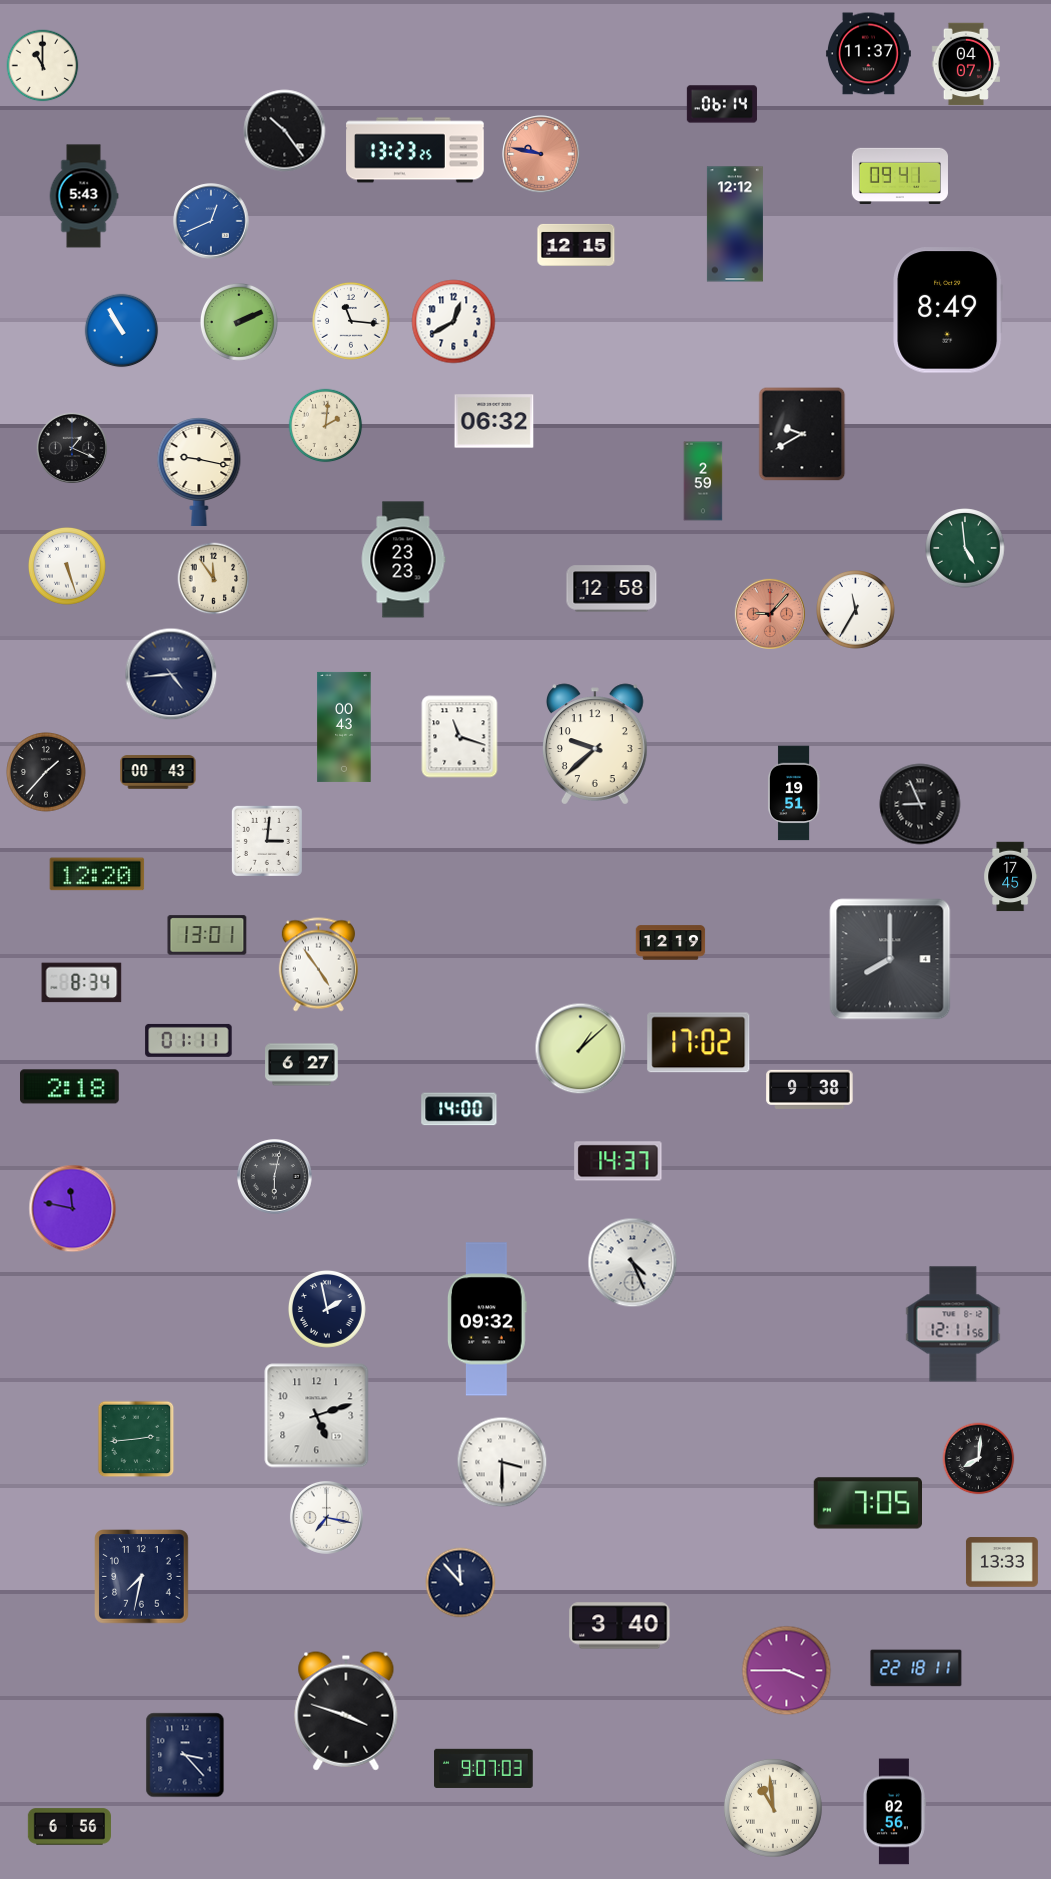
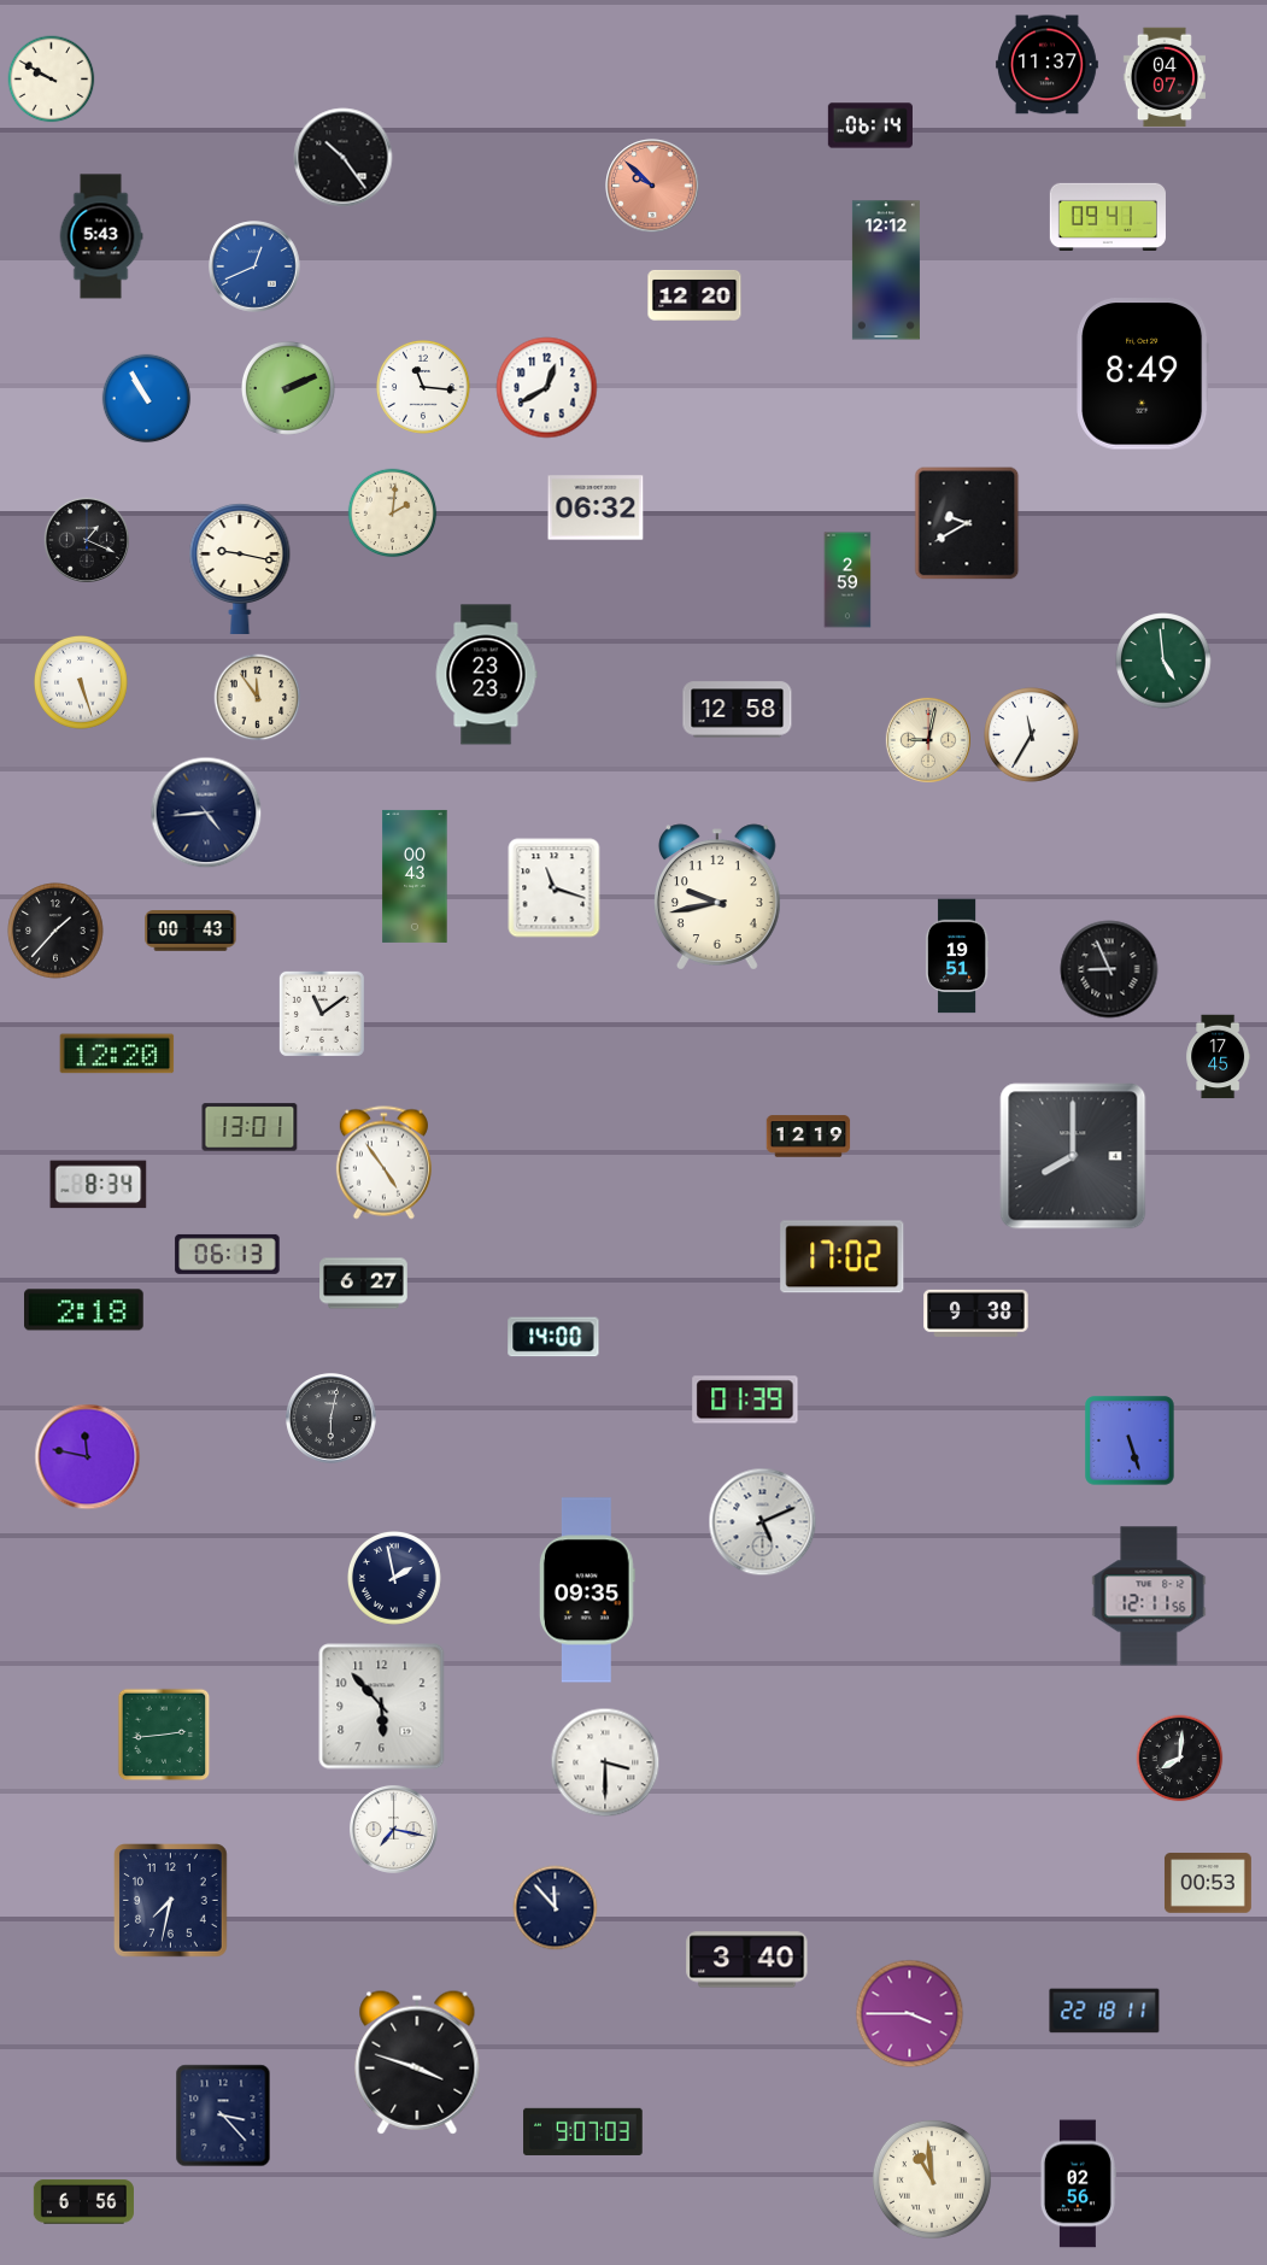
clock at (43, 66): 11:00 -> 9:50
clock at (415, 150): 13:23 -> none
clock at (541, 154): 9:47 -> 9:52
clock at (900, 175) position: (900, 175) -> (1108, 216)
clock at (576, 245): 12:15 -> 12:20
clock at (770, 614): 9:07 -> 9:02
clock at (770, 614) dial: salmon -> cream
clock at (595, 744): 9:38 -> 9:43
clock at (267, 841): 3:01 -> 11:09
clock at (189, 1040): 01:11 -> 06:13
clock at (581, 1049): 1:08 -> none
clock at (618, 1161): 14:37 -> 01:39
clock at (1130, 1440): none -> 5:27
clock at (633, 1263): 4:26 -> 5:11
clock at (487, 1319): 09:32 -> 09:35
clock at (317, 1416): 5:12 -> 5:53
clock at (867, 1503): 7:05 -> none
clock at (1002, 1562): 13:33 -> 00:53
clock at (787, 1671) position: (787, 1671) -> (910, 2014)
